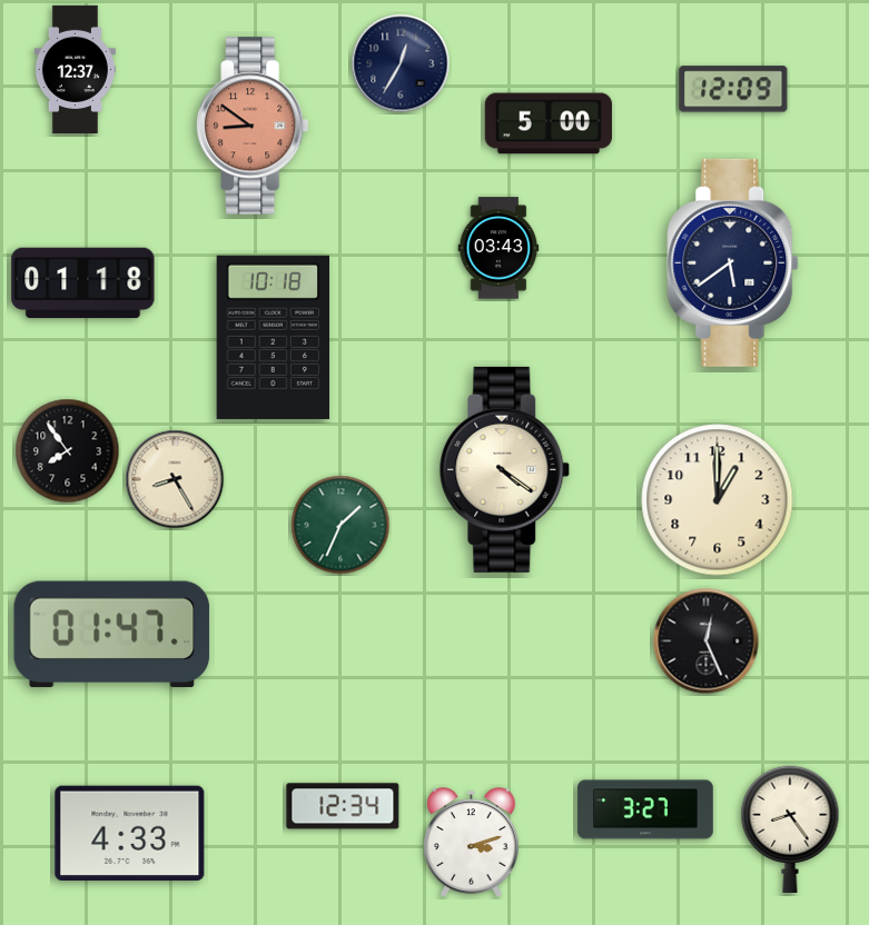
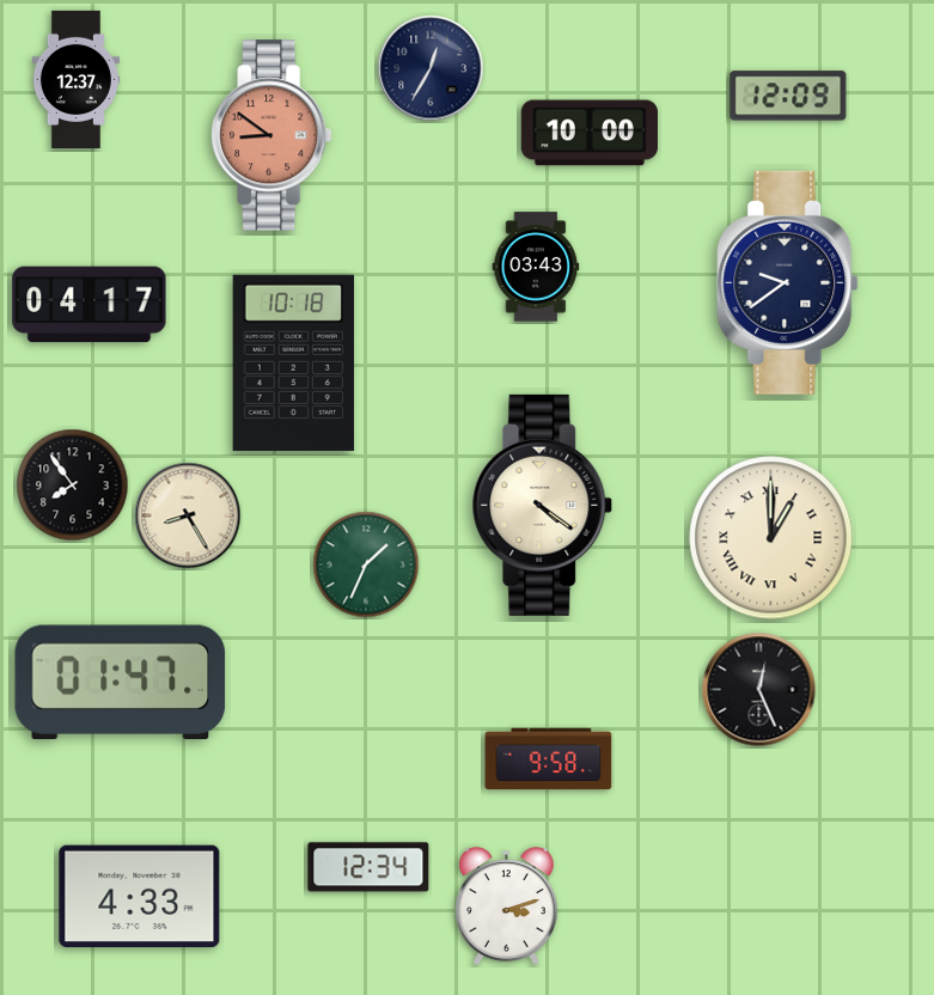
clock at (75, 69) position: (75, 69) -> (75, 79)
clock at (549, 123): 5:00 -> 10:00
clock at (733, 262): 5:39 -> 9:39
clock at (83, 284): 01:18 -> 04:17
clock at (718, 500) numerals: Arabic -> Roman
clock at (549, 759): none -> 9:58
clock at (645, 809): 3:27 -> none
clock at (790, 829): 8:24 -> none
